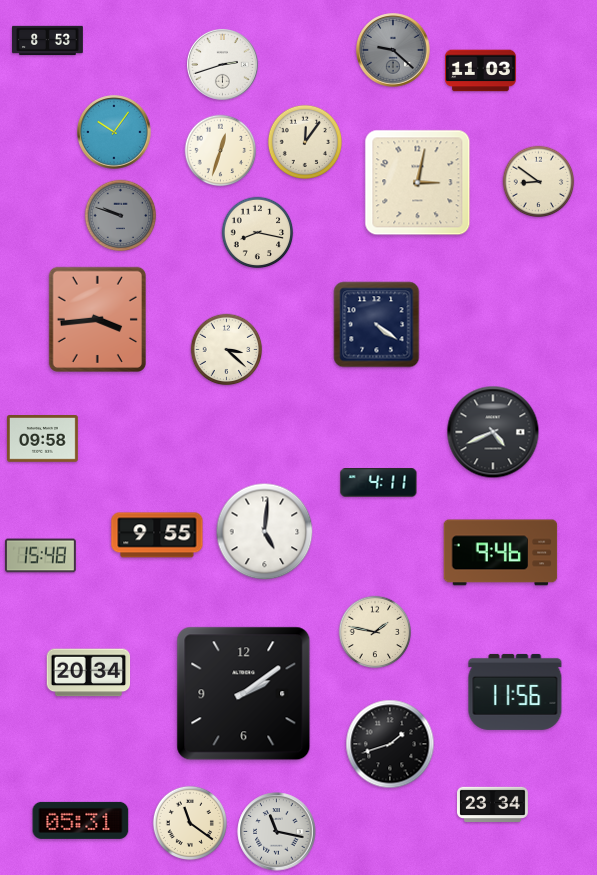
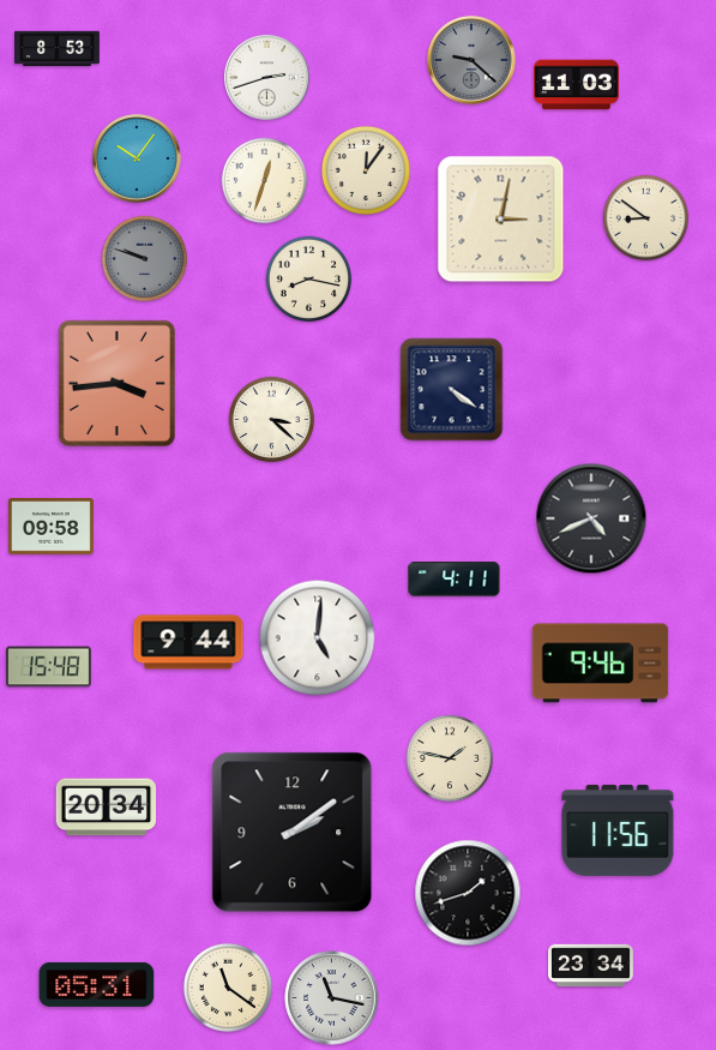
clock at (157, 535): 9:55 -> 9:44
